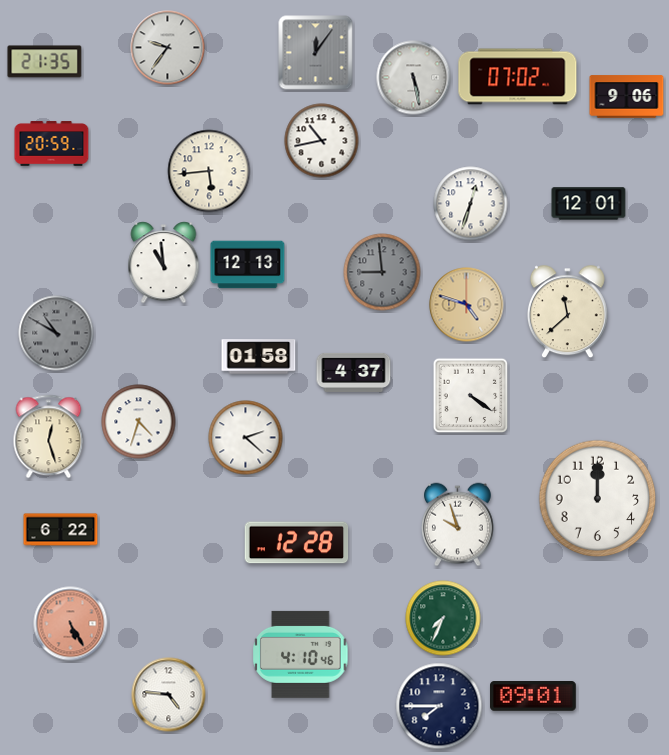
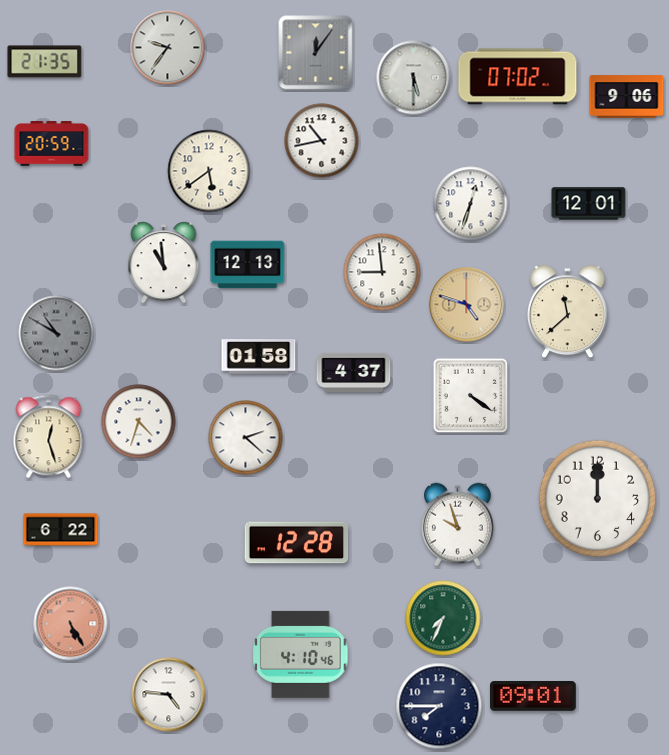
clock at (414, 78): 5:28 -> 5:30
clock at (209, 171): 5:44 -> 5:39
clock at (382, 272) dial: grey -> white
